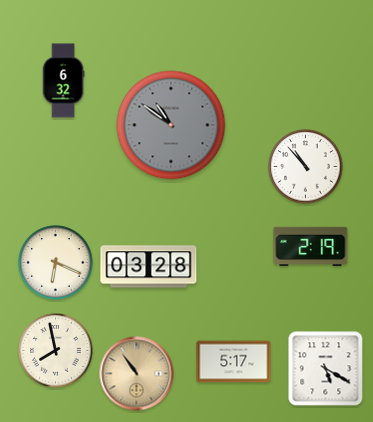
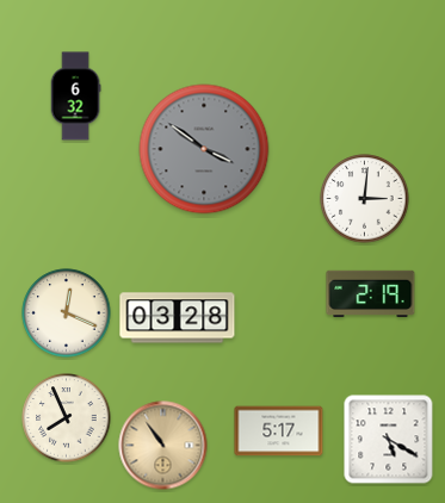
clock at (171, 125): 10:51 -> 3:51
clock at (306, 167): 10:53 -> 3:01
clock at (56, 263): 6:19 -> 12:19
clock at (56, 351): 7:58 -> 7:56
